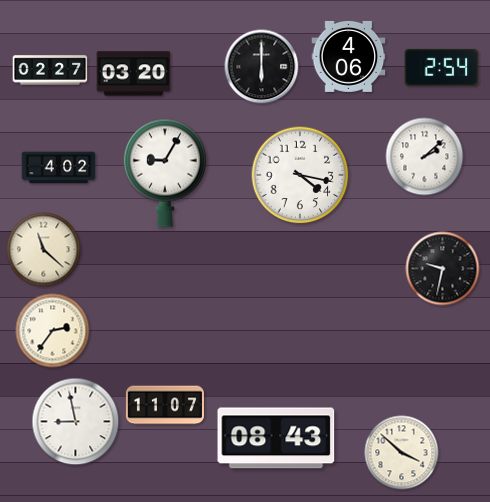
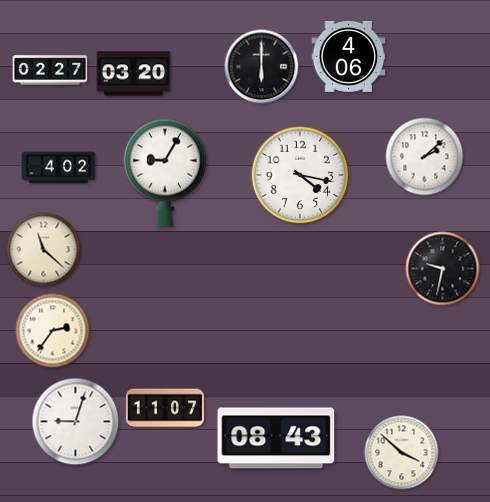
clock at (442, 67): 2:54 -> none
clock at (165, 405) position: (165, 405) -> (165, 408)
clock at (76, 422): 8:58 -> 9:03
